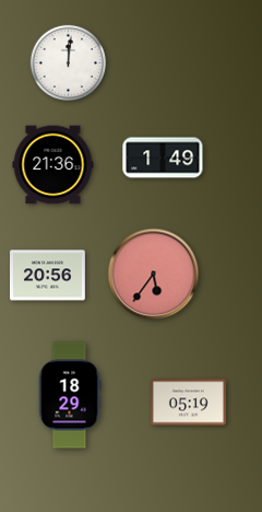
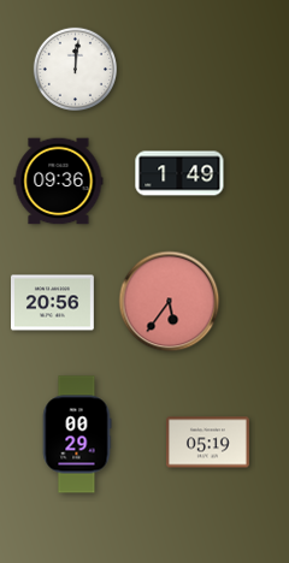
clock at (53, 165): 21:36 -> 09:36
clock at (70, 395): 18:29 -> 00:29
